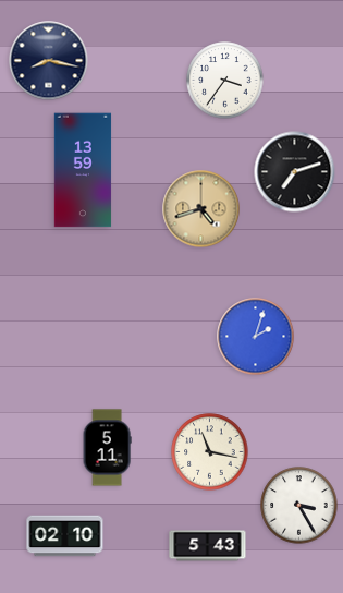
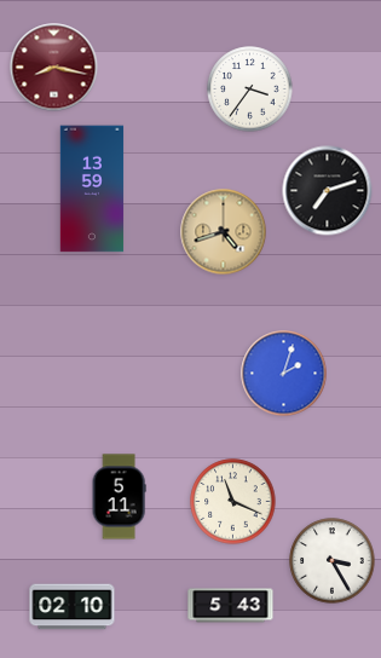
clock at (49, 61) dial: navy -> burgundy
clock at (210, 452): 11:17 -> 11:19
clock at (65, 536) position: (65, 536) -> (73, 607)
